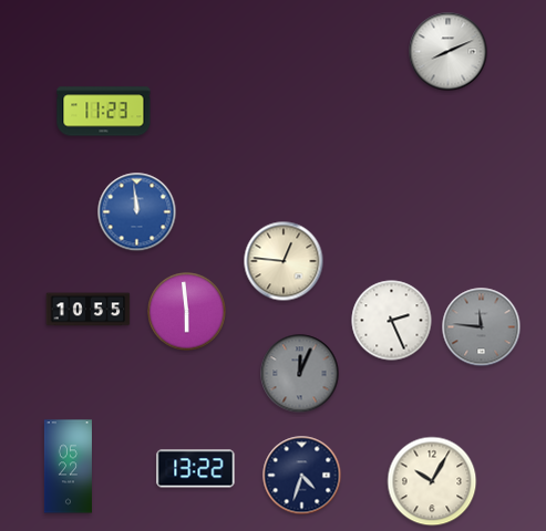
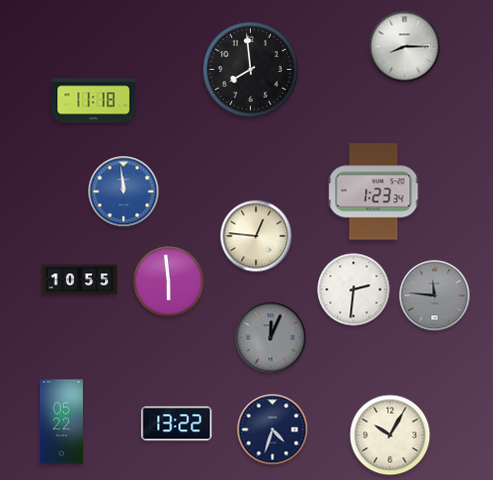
clock at (449, 52): 8:11 -> 8:15
clock at (251, 70): none -> 7:59
clock at (104, 112): 11:23 -> 11:18
clock at (374, 192): none -> 1:23
clock at (392, 321): 2:26 -> 2:31
